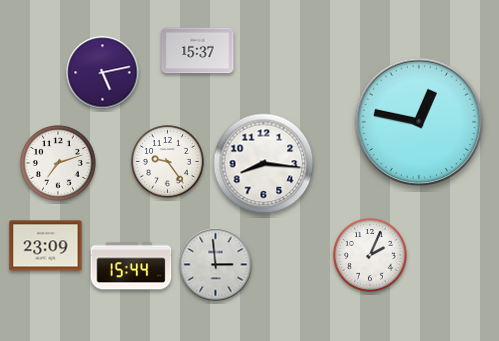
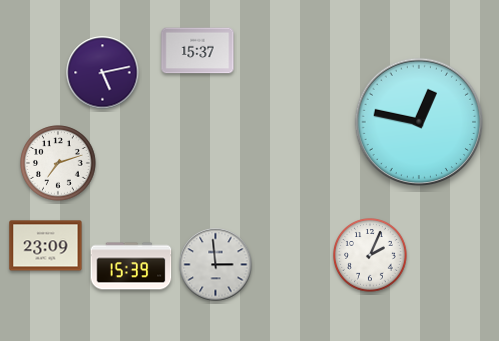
clock at (168, 162): 9:24 -> none
clock at (264, 164): 8:16 -> none
clock at (131, 266): 15:44 -> 15:39
